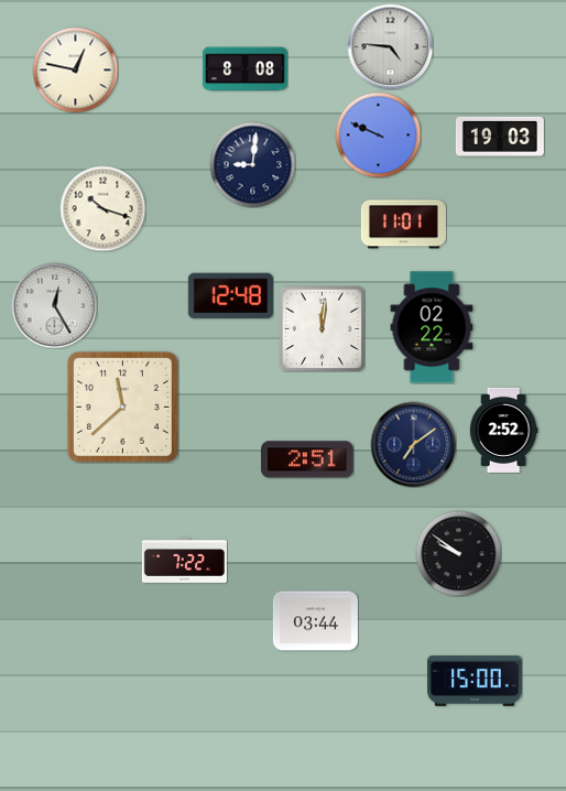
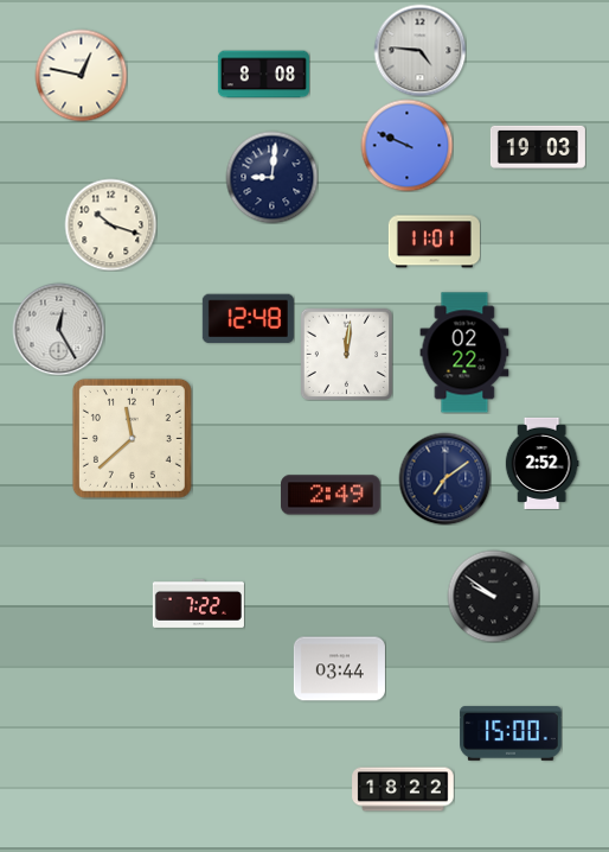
clock at (308, 459): 2:51 -> 2:49
clock at (403, 789): none -> 18:22
